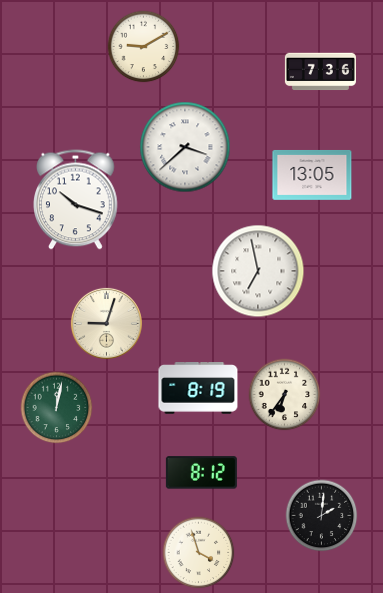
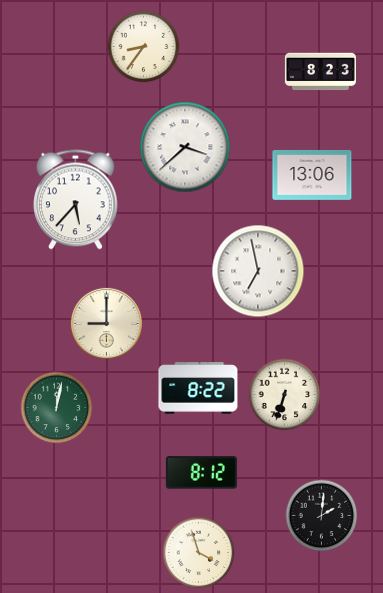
clock at (144, 47): 9:10 -> 8:36
clock at (320, 72): 7:36 -> 8:23
clock at (312, 175): 13:05 -> 13:06
clock at (76, 200): 10:18 -> 5:37
clock at (106, 323): 9:03 -> 9:00
clock at (198, 388): 8:19 -> 8:22
clock at (285, 395): 6:36 -> 6:33
